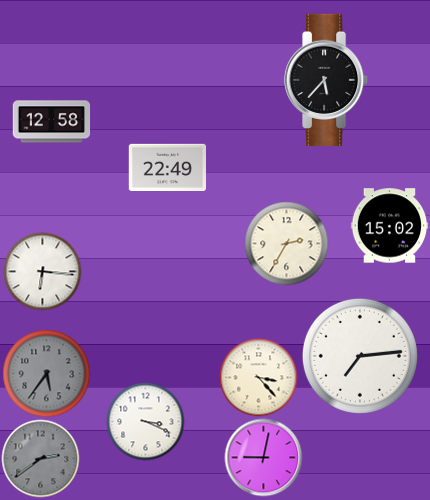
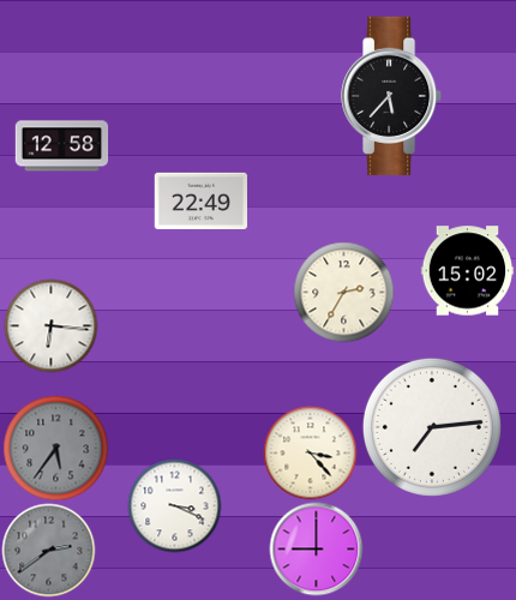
clock at (263, 457): 9:02 -> 9:00
